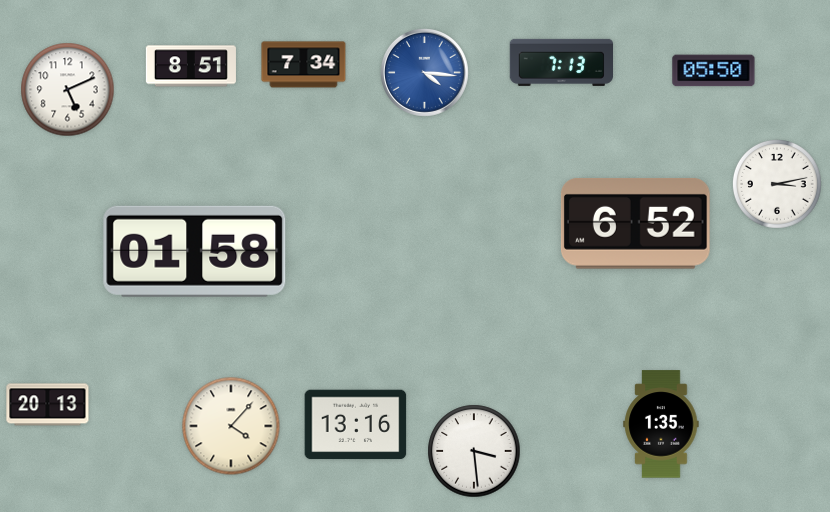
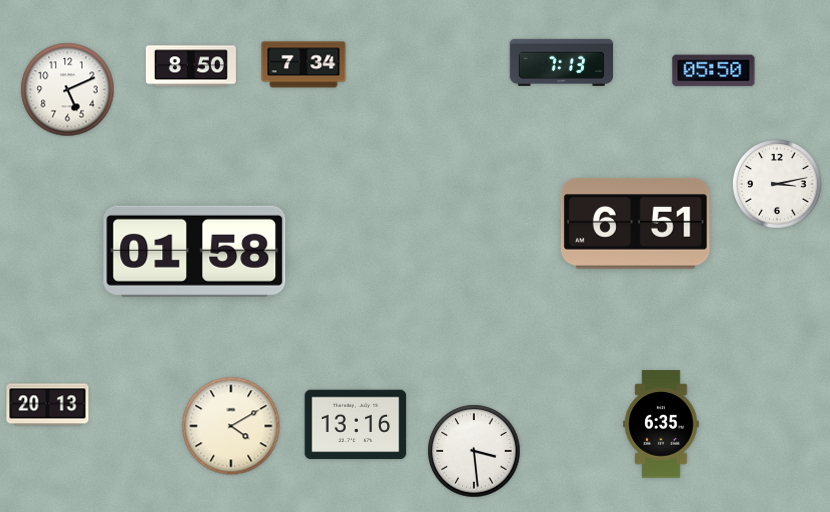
clock at (191, 66): 8:51 -> 8:50
clock at (424, 72): 4:16 -> none
clock at (635, 223): 6:52 -> 6:51
clock at (661, 424): 1:35 -> 6:35
clock at (231, 426): 4:07 -> 4:10
